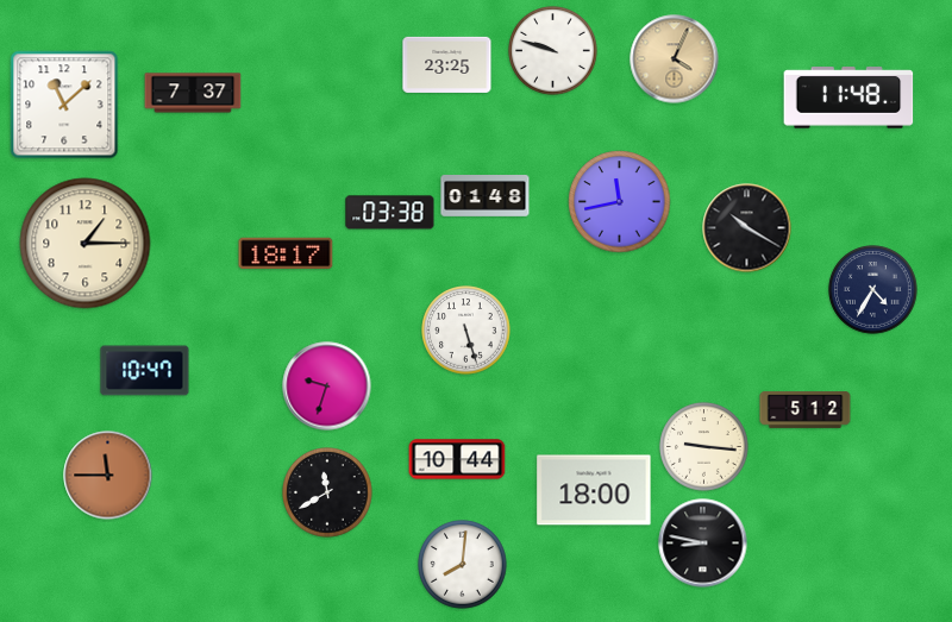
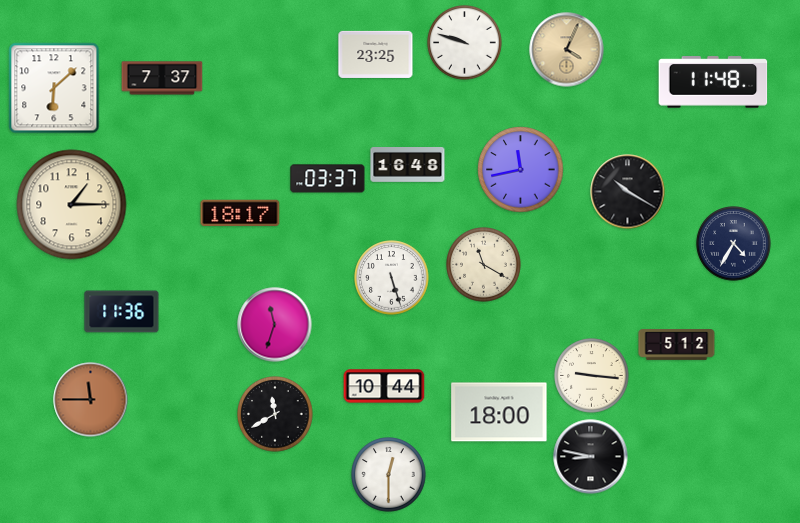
clock at (64, 105): 11:08 -> 6:08
clock at (486, 196): 01:48 -> 16:48
clock at (390, 213): 03:38 -> 03:37
clock at (484, 265): none -> 11:20
clock at (145, 371): 10:47 -> 11:36
clock at (327, 387): 9:33 -> 11:33
clock at (463, 565): 8:01 -> 12:30
